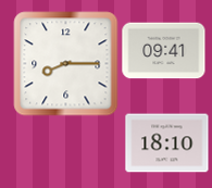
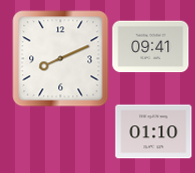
clock at (66, 64): 8:15 -> 8:11
clock at (167, 143): 18:10 -> 01:10
